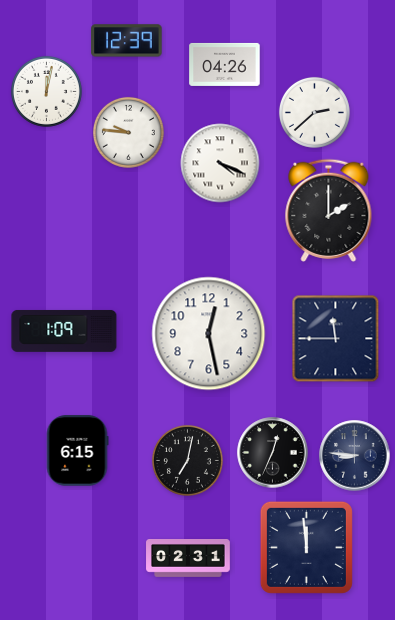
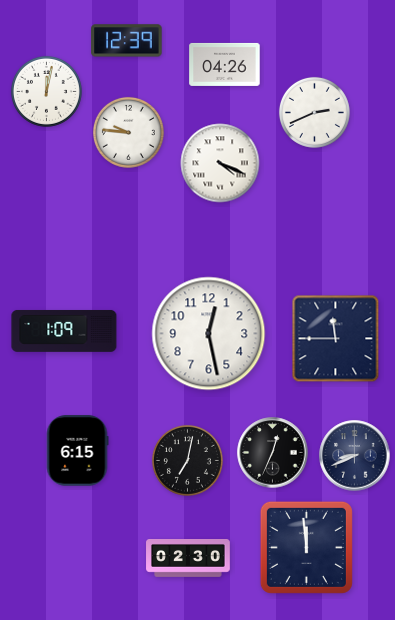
clock at (314, 112): 2:38 -> 2:41
clock at (329, 210): 2:00 -> none
clock at (355, 456): 8:46 -> 8:41
clock at (188, 559): 02:31 -> 02:30
